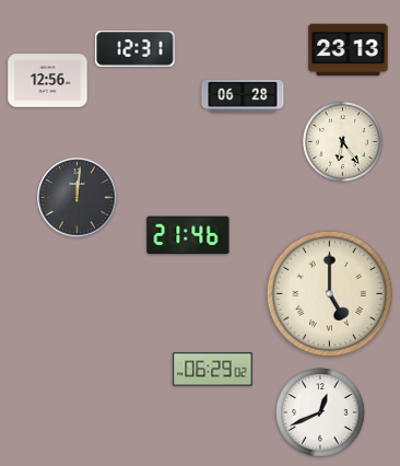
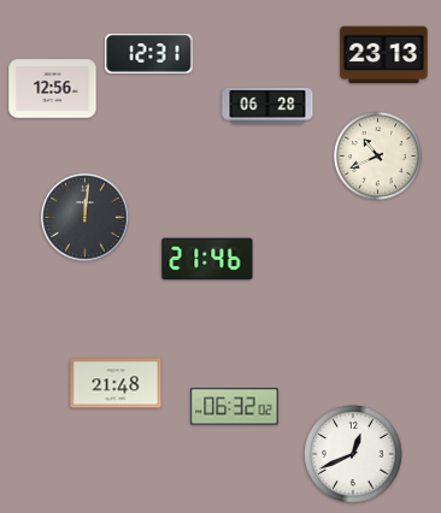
clock at (342, 141): 6:24 -> 10:41
clock at (329, 293): 5:00 -> none
clock at (116, 383): none -> 21:48
clock at (213, 370): 06:29 -> 06:32
